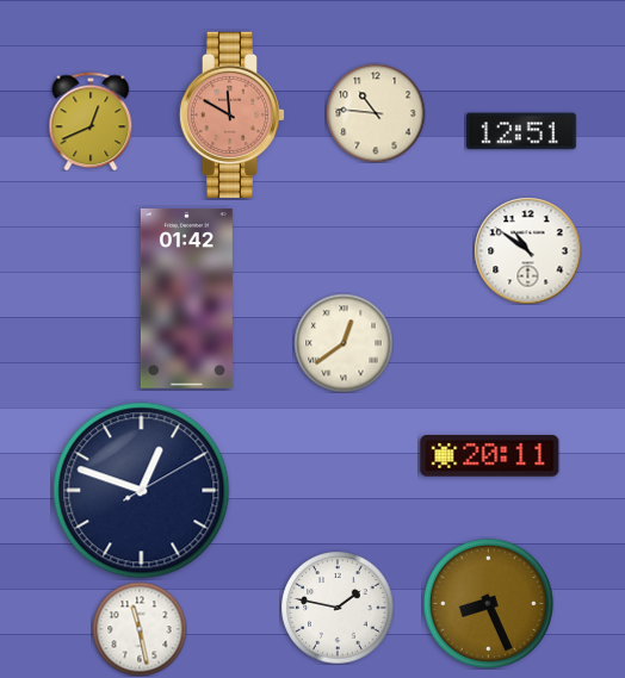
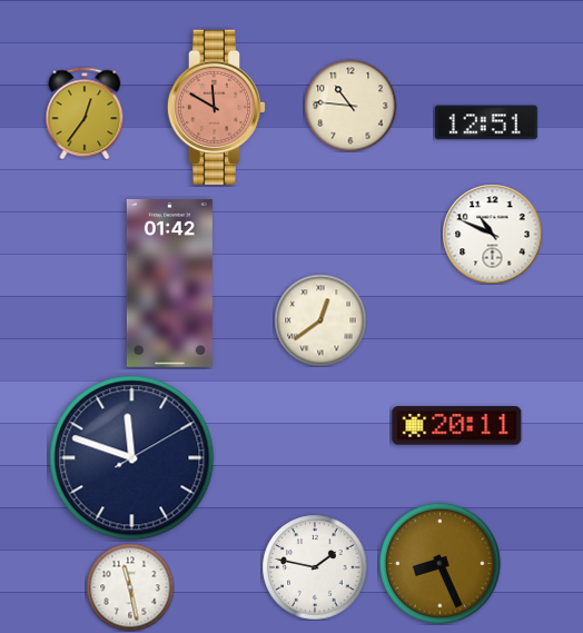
clock at (91, 122): 12:41 -> 12:36
clock at (527, 250): 10:51 -> 10:49
clock at (186, 298) position: (186, 298) -> (169, 283)
clock at (142, 491): 12:48 -> 11:48
clock at (488, 603) position: (488, 603) -> (439, 563)
